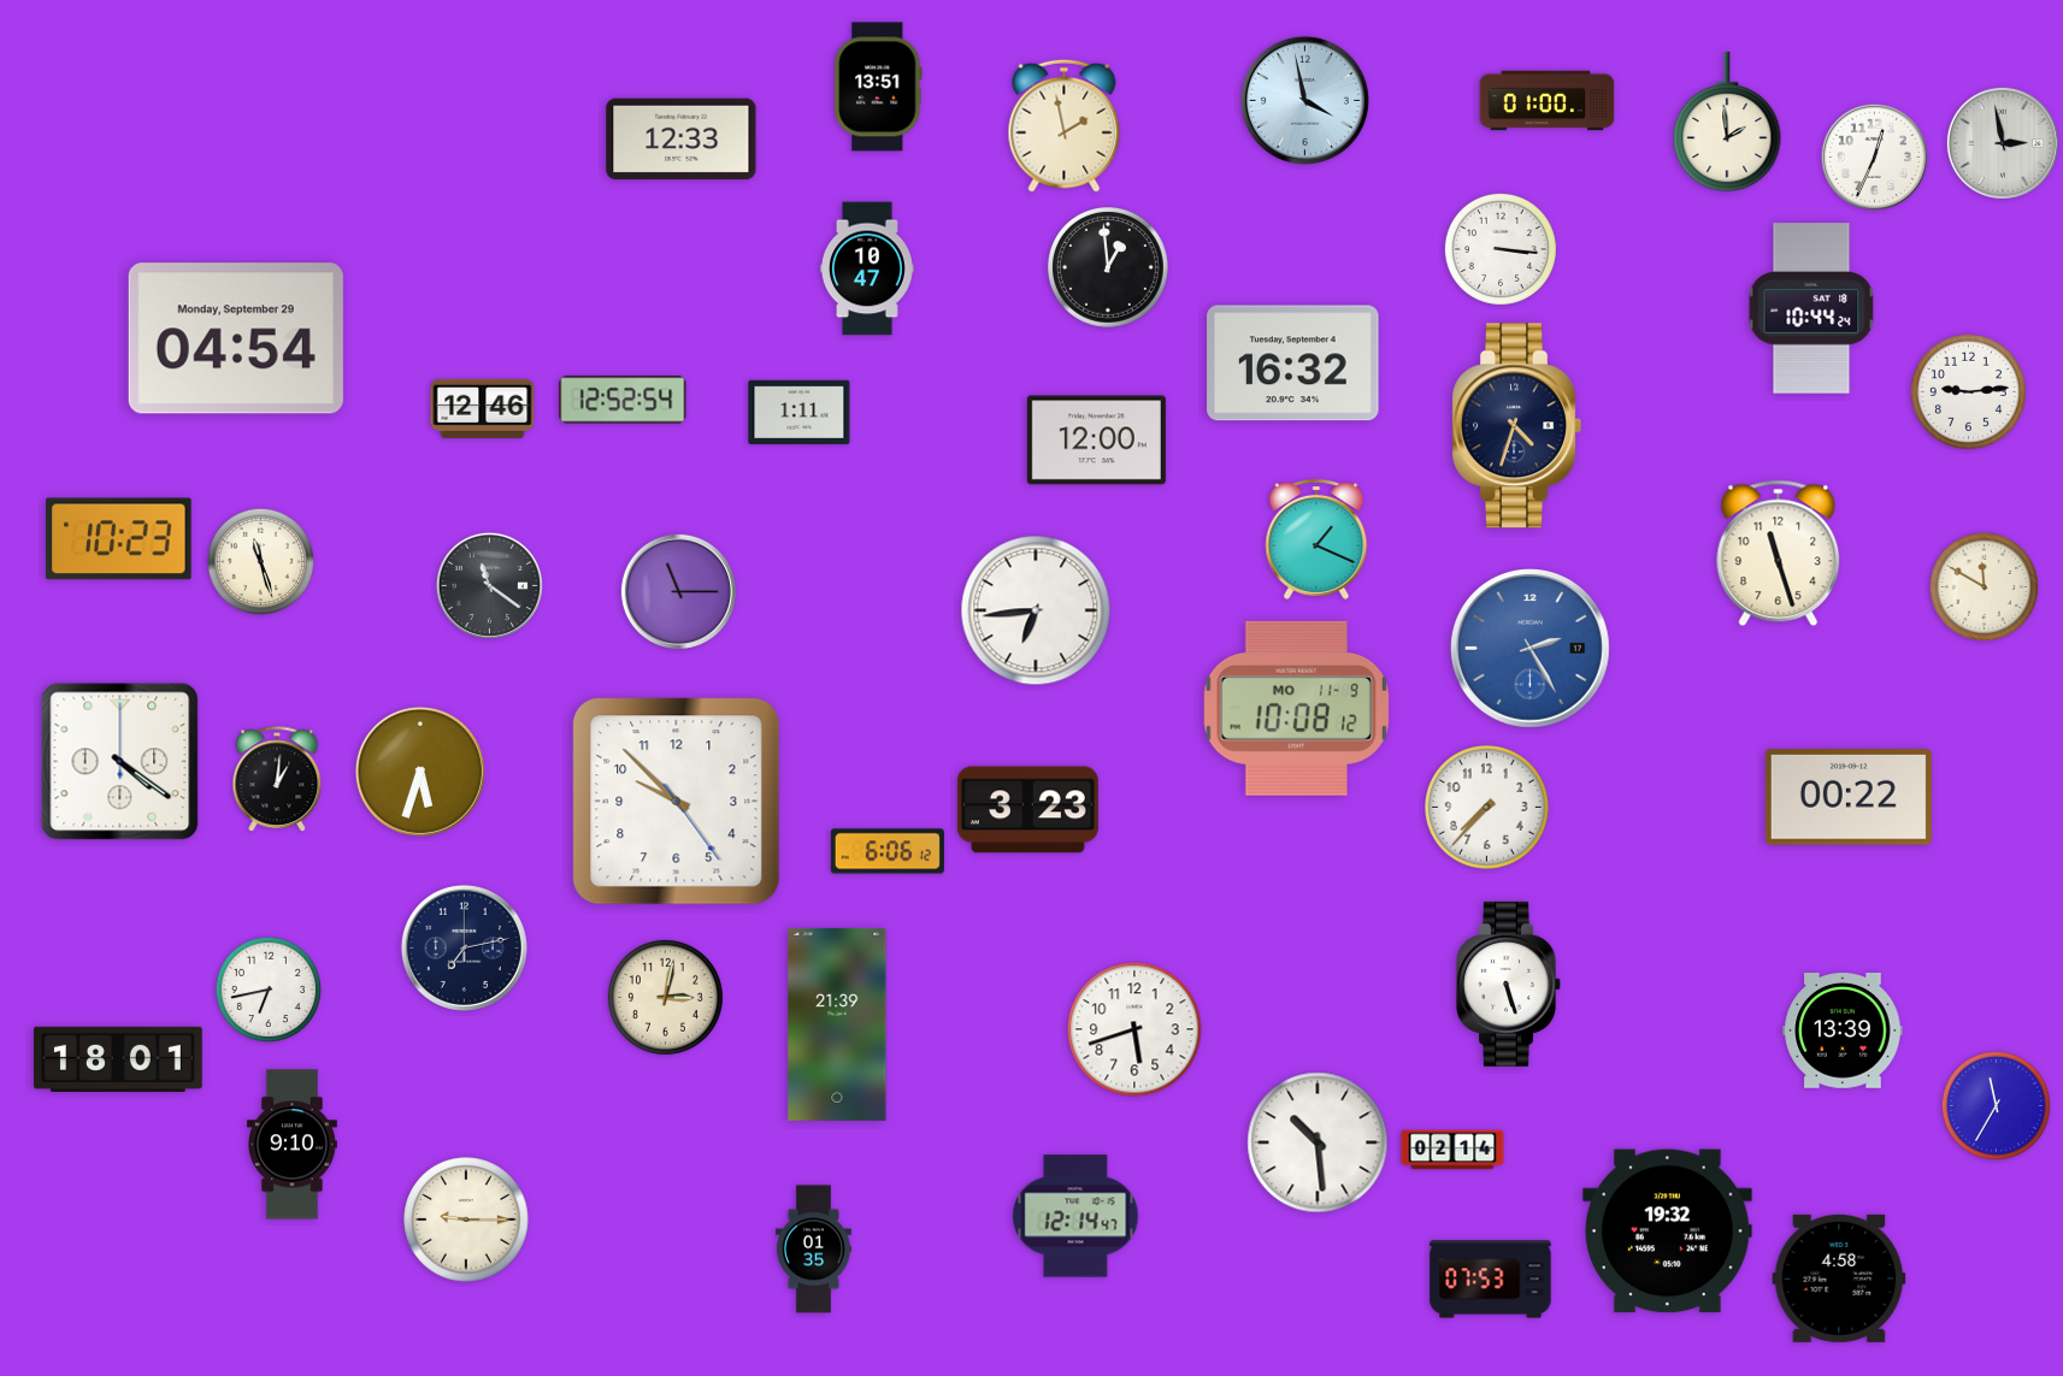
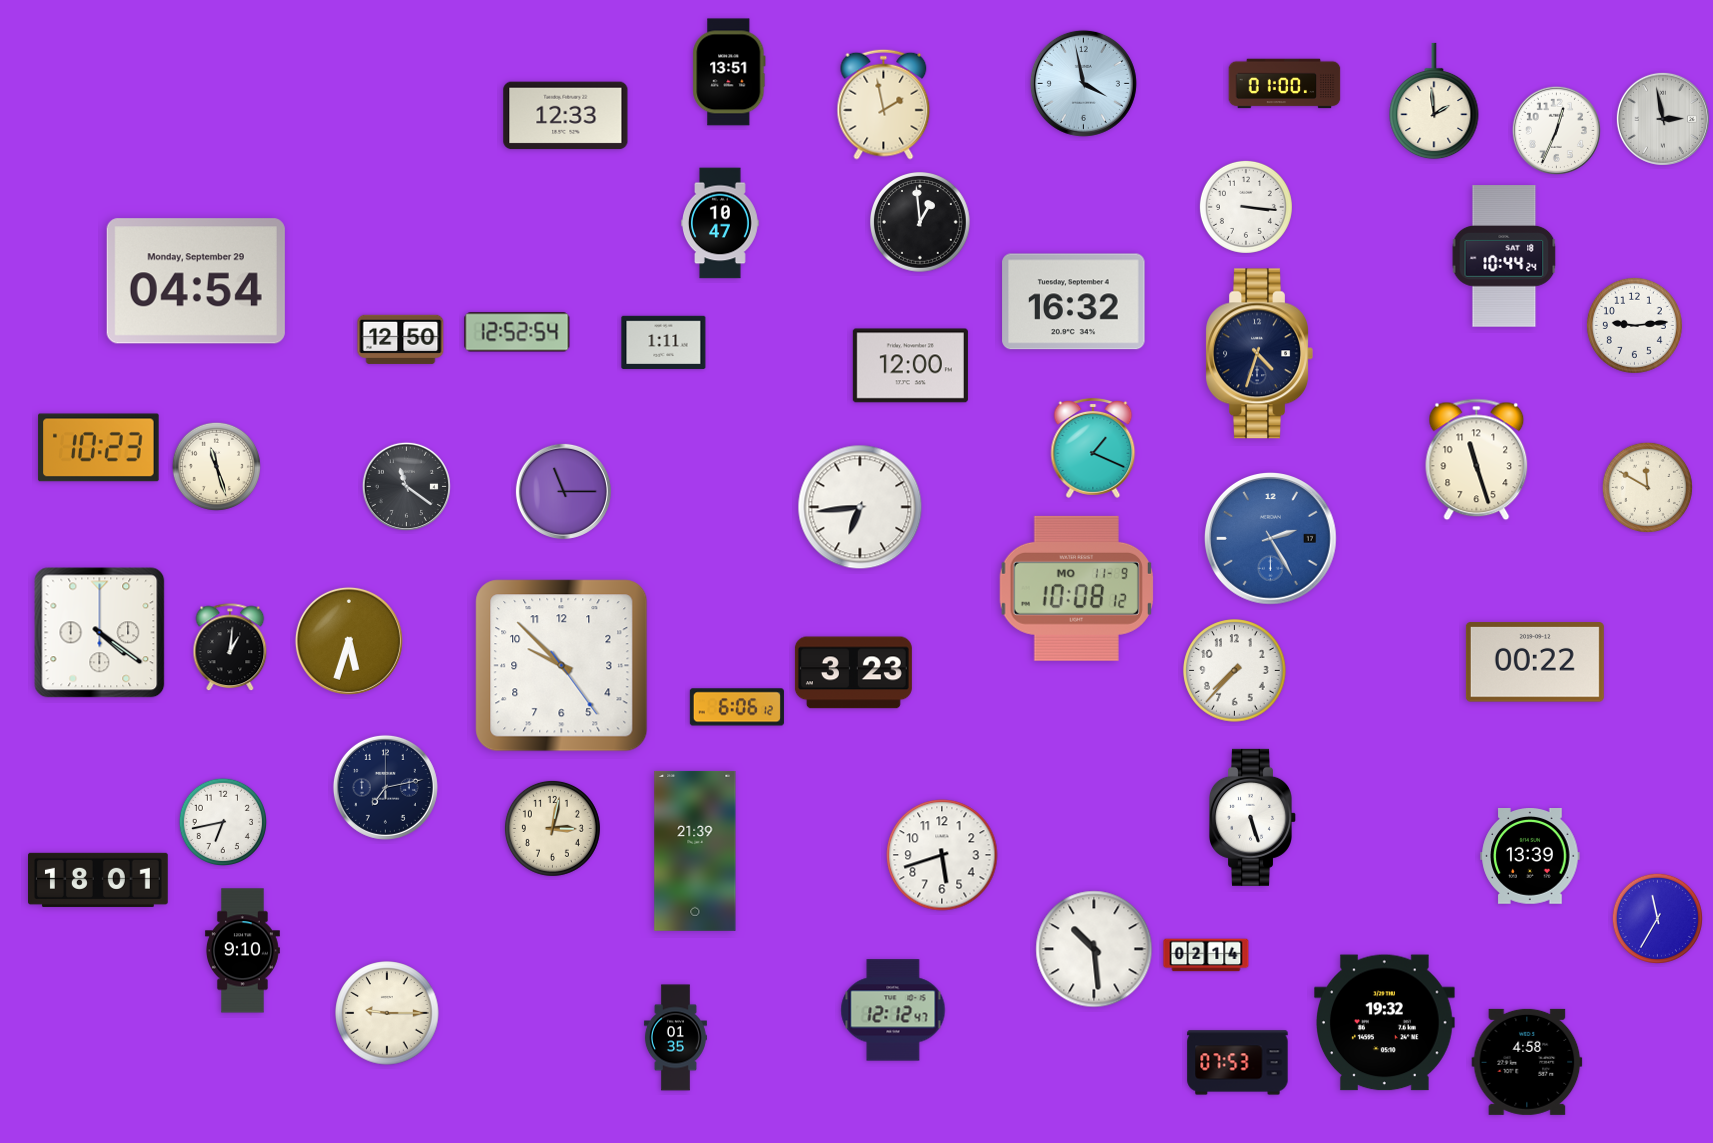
clock at (483, 408): 12:46 -> 12:50
clock at (1075, 1216): 12:14 -> 12:12
